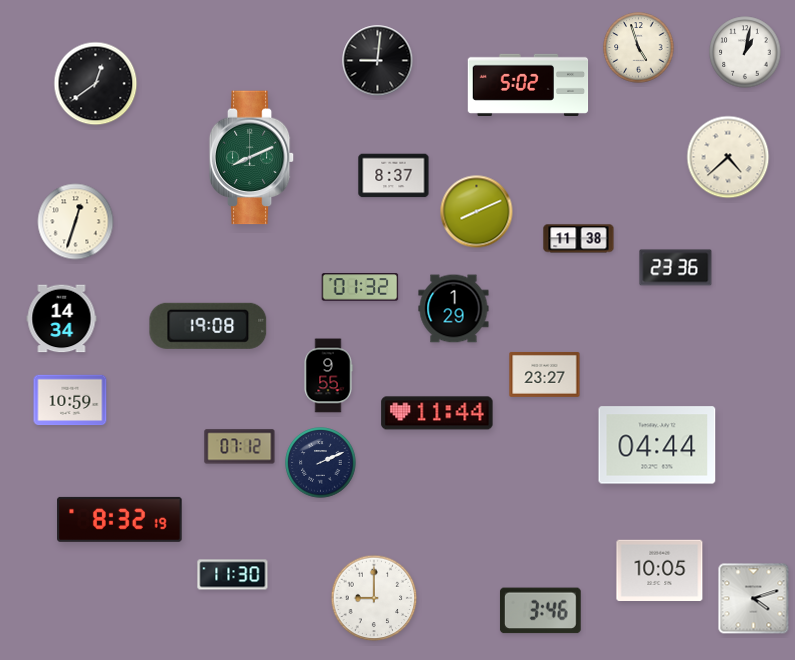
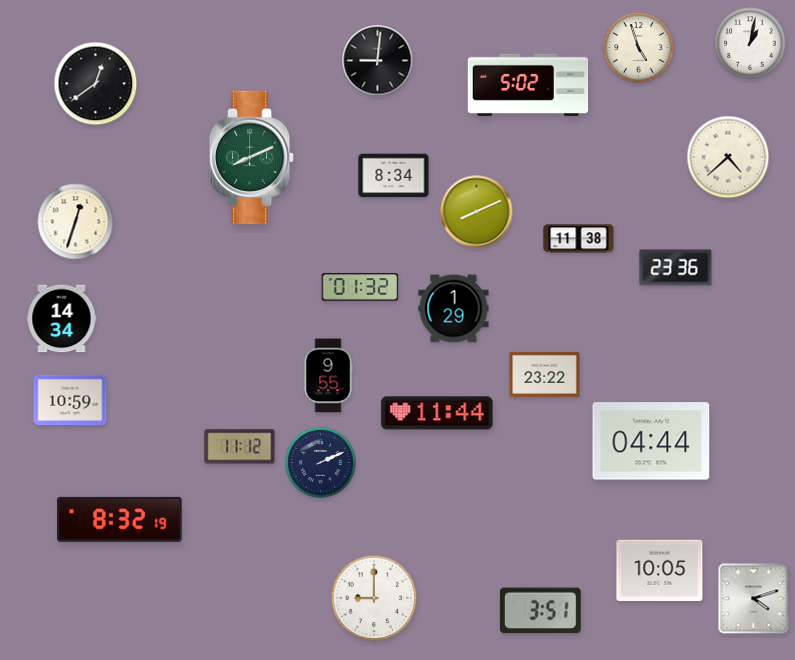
clock at (745, 52) position: (745, 52) -> (750, 43)
clock at (394, 176): 8:37 -> 8:34
clock at (208, 326): 19:08 -> none
clock at (545, 375): 23:27 -> 23:22
clock at (657, 445) position: (657, 445) -> (651, 441)
clock at (240, 447): 07:12 -> 11:12
clock at (233, 575): 11:30 -> none
clock at (540, 611): 3:46 -> 3:51
